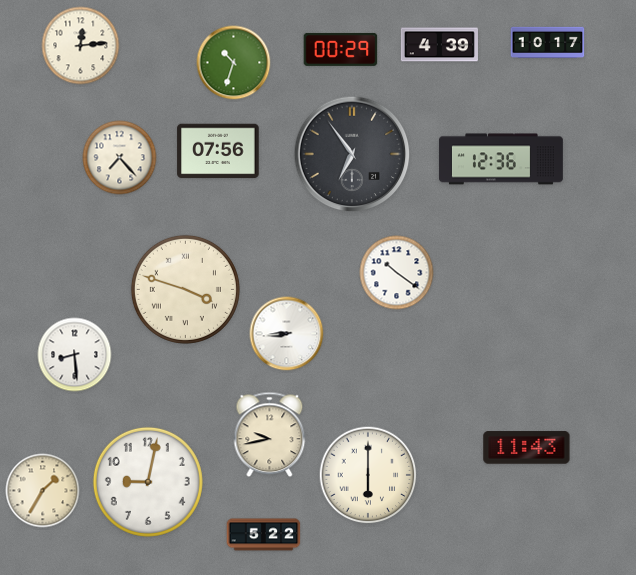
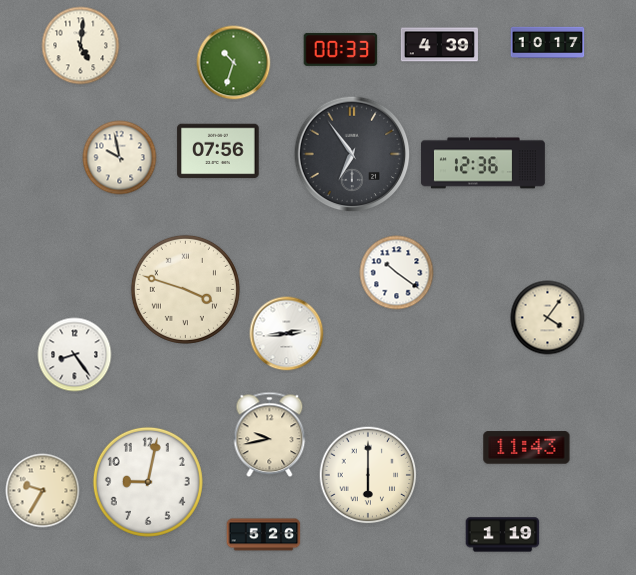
clock at (81, 46): 12:14 -> 5:01
clock at (341, 49): 00:29 -> 00:33
clock at (120, 158): 7:23 -> 9:58
clock at (501, 159) position: (501, 159) -> (483, 163)
clock at (548, 318): none -> 4:06
clock at (287, 334): 8:44 -> 2:44
clock at (75, 355): 8:29 -> 8:24
clock at (43, 491): 1:35 -> 9:35
clock at (264, 535): 5:22 -> 5:26
clock at (503, 535): none -> 1:19
